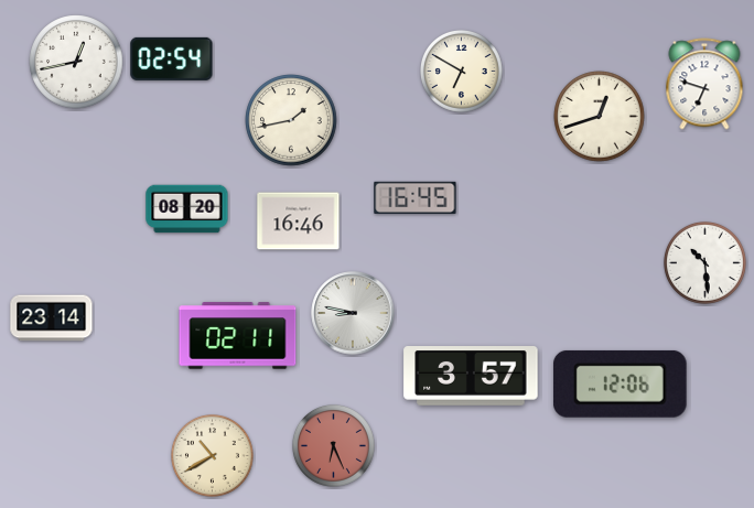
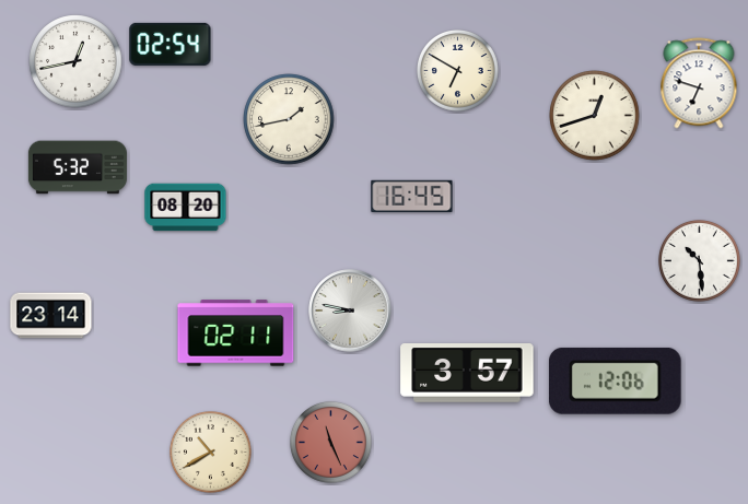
clock at (172, 58) position: (172, 58) -> (171, 44)
clock at (78, 167): none -> 5:32
clock at (299, 221): 16:46 -> none
clock at (334, 446): 6:26 -> 11:26
